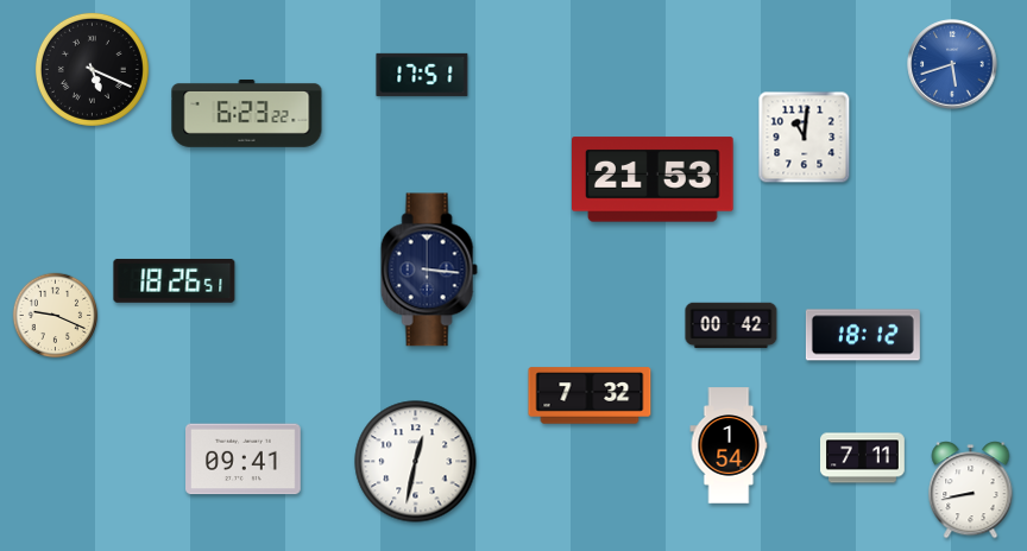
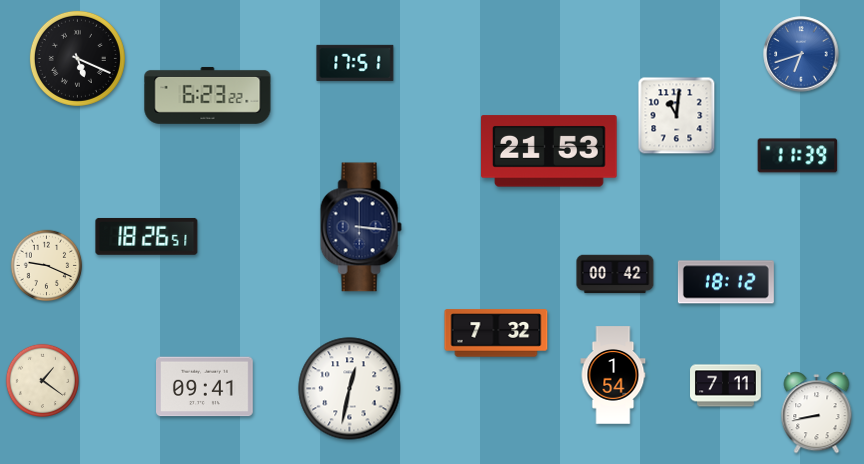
clock at (952, 64): 5:42 -> 6:42
clock at (798, 156): none -> 11:39
clock at (42, 380): none -> 1:21
